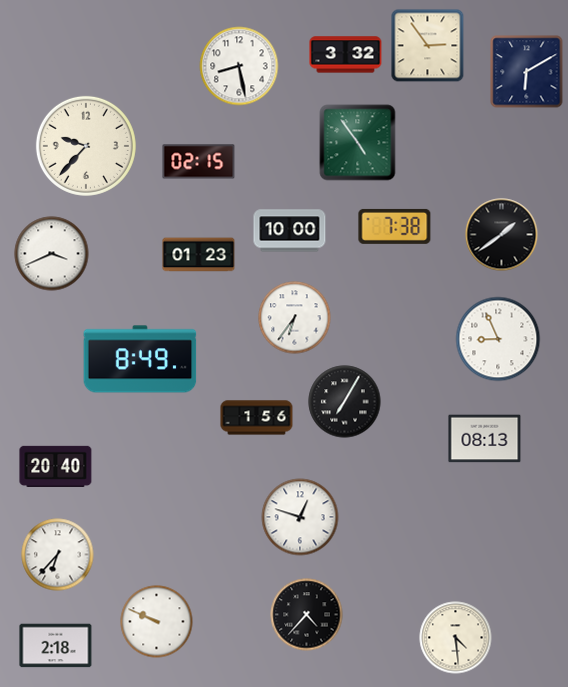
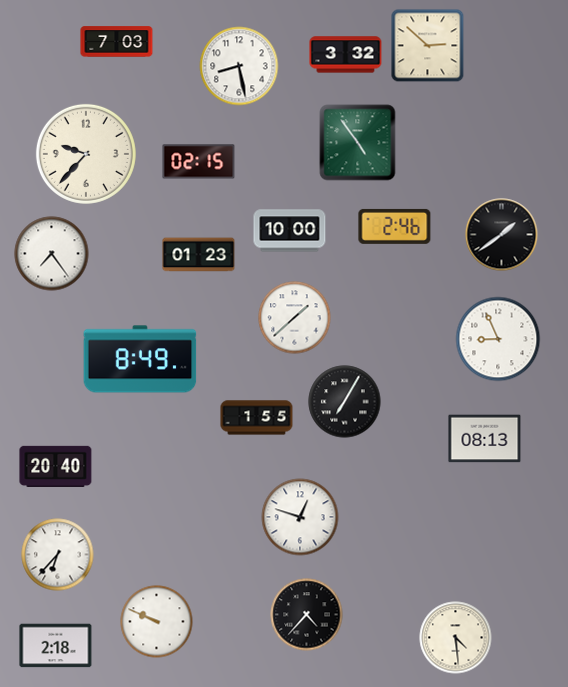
clock at (117, 42): none -> 7:03
clock at (428, 46): 2:54 -> 2:52
clock at (527, 72): 6:10 -> none
clock at (86, 146) position: (86, 146) -> (86, 154)
clock at (395, 226): 7:38 -> 2:46
clock at (52, 254): 3:41 -> 7:24
clock at (295, 318): 6:36 -> 1:38
clock at (257, 418): 1:56 -> 1:55
